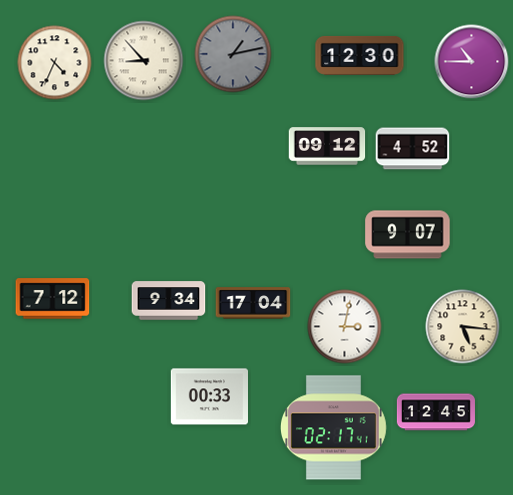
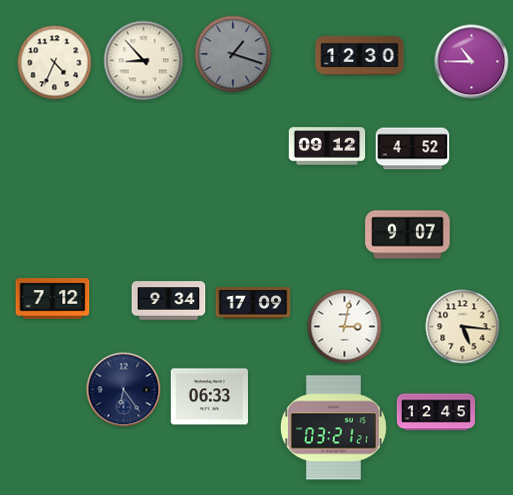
clock at (233, 54): 1:13 -> 1:18
clock at (253, 303): 17:04 -> 17:09
clock at (124, 390): none -> 6:24
clock at (209, 397): 00:33 -> 06:33
clock at (334, 428): 02:17 -> 03:21
